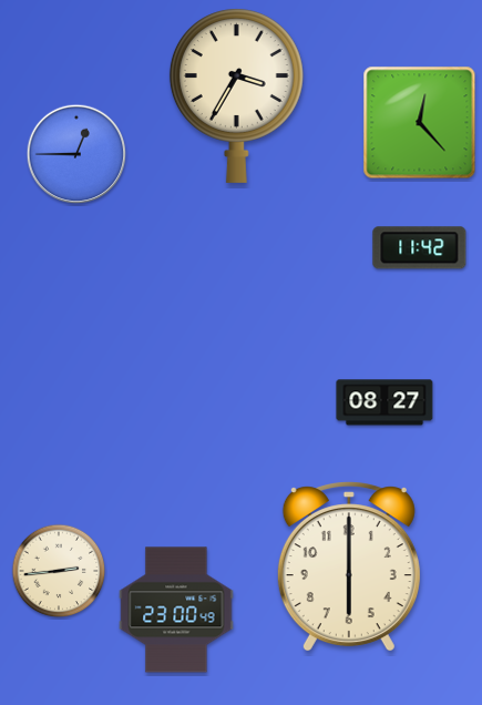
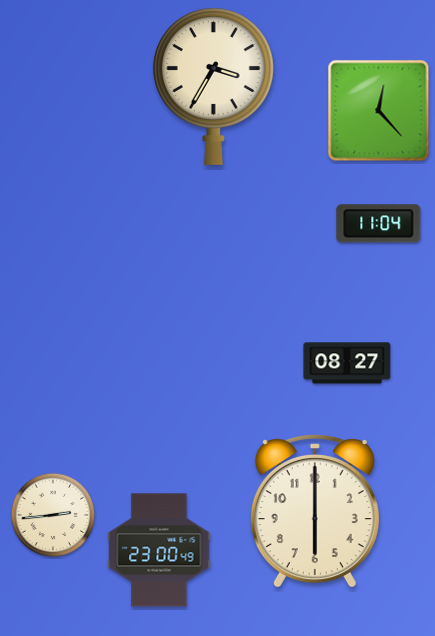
clock at (76, 154): 12:45 -> none
clock at (420, 248): 11:42 -> 11:04
